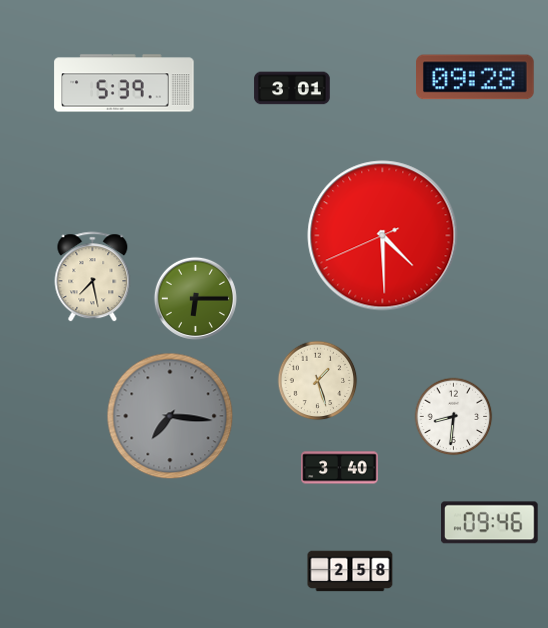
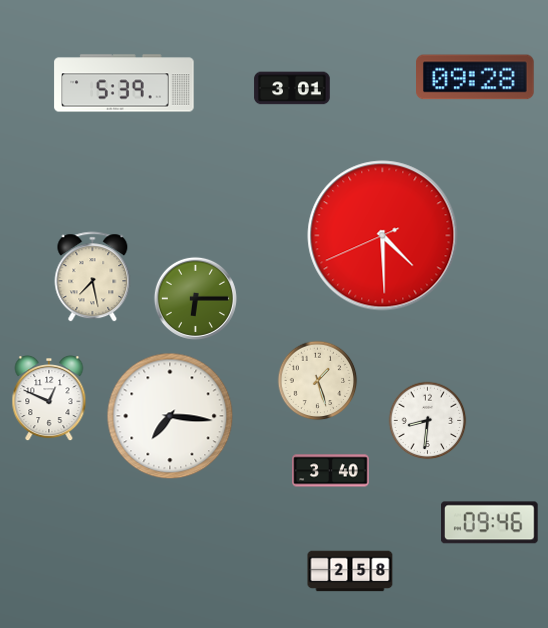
clock at (49, 399): none -> 12:49
clock at (170, 416) dial: grey -> white
clock at (454, 417) position: (454, 417) -> (428, 421)
clock at (340, 468) position: (340, 468) -> (331, 471)
